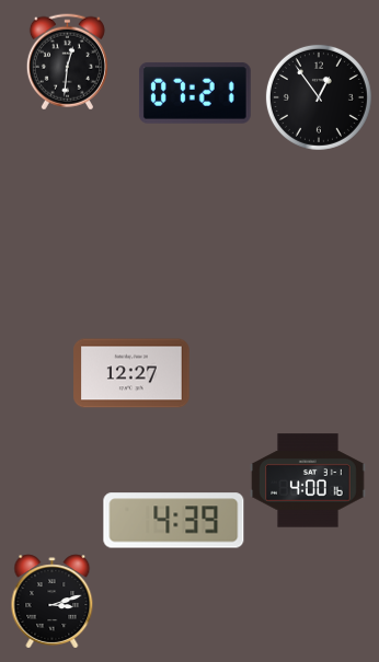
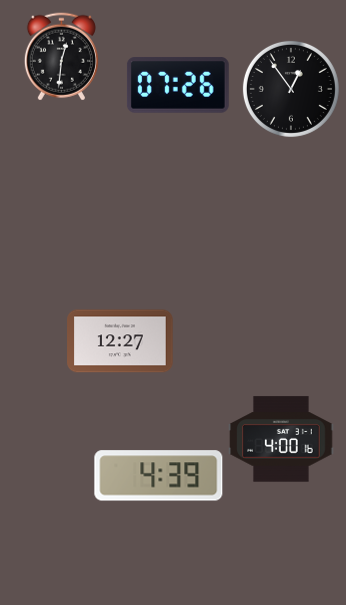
clock at (195, 93): 07:21 -> 07:26
clock at (53, 601): 3:12 -> none
